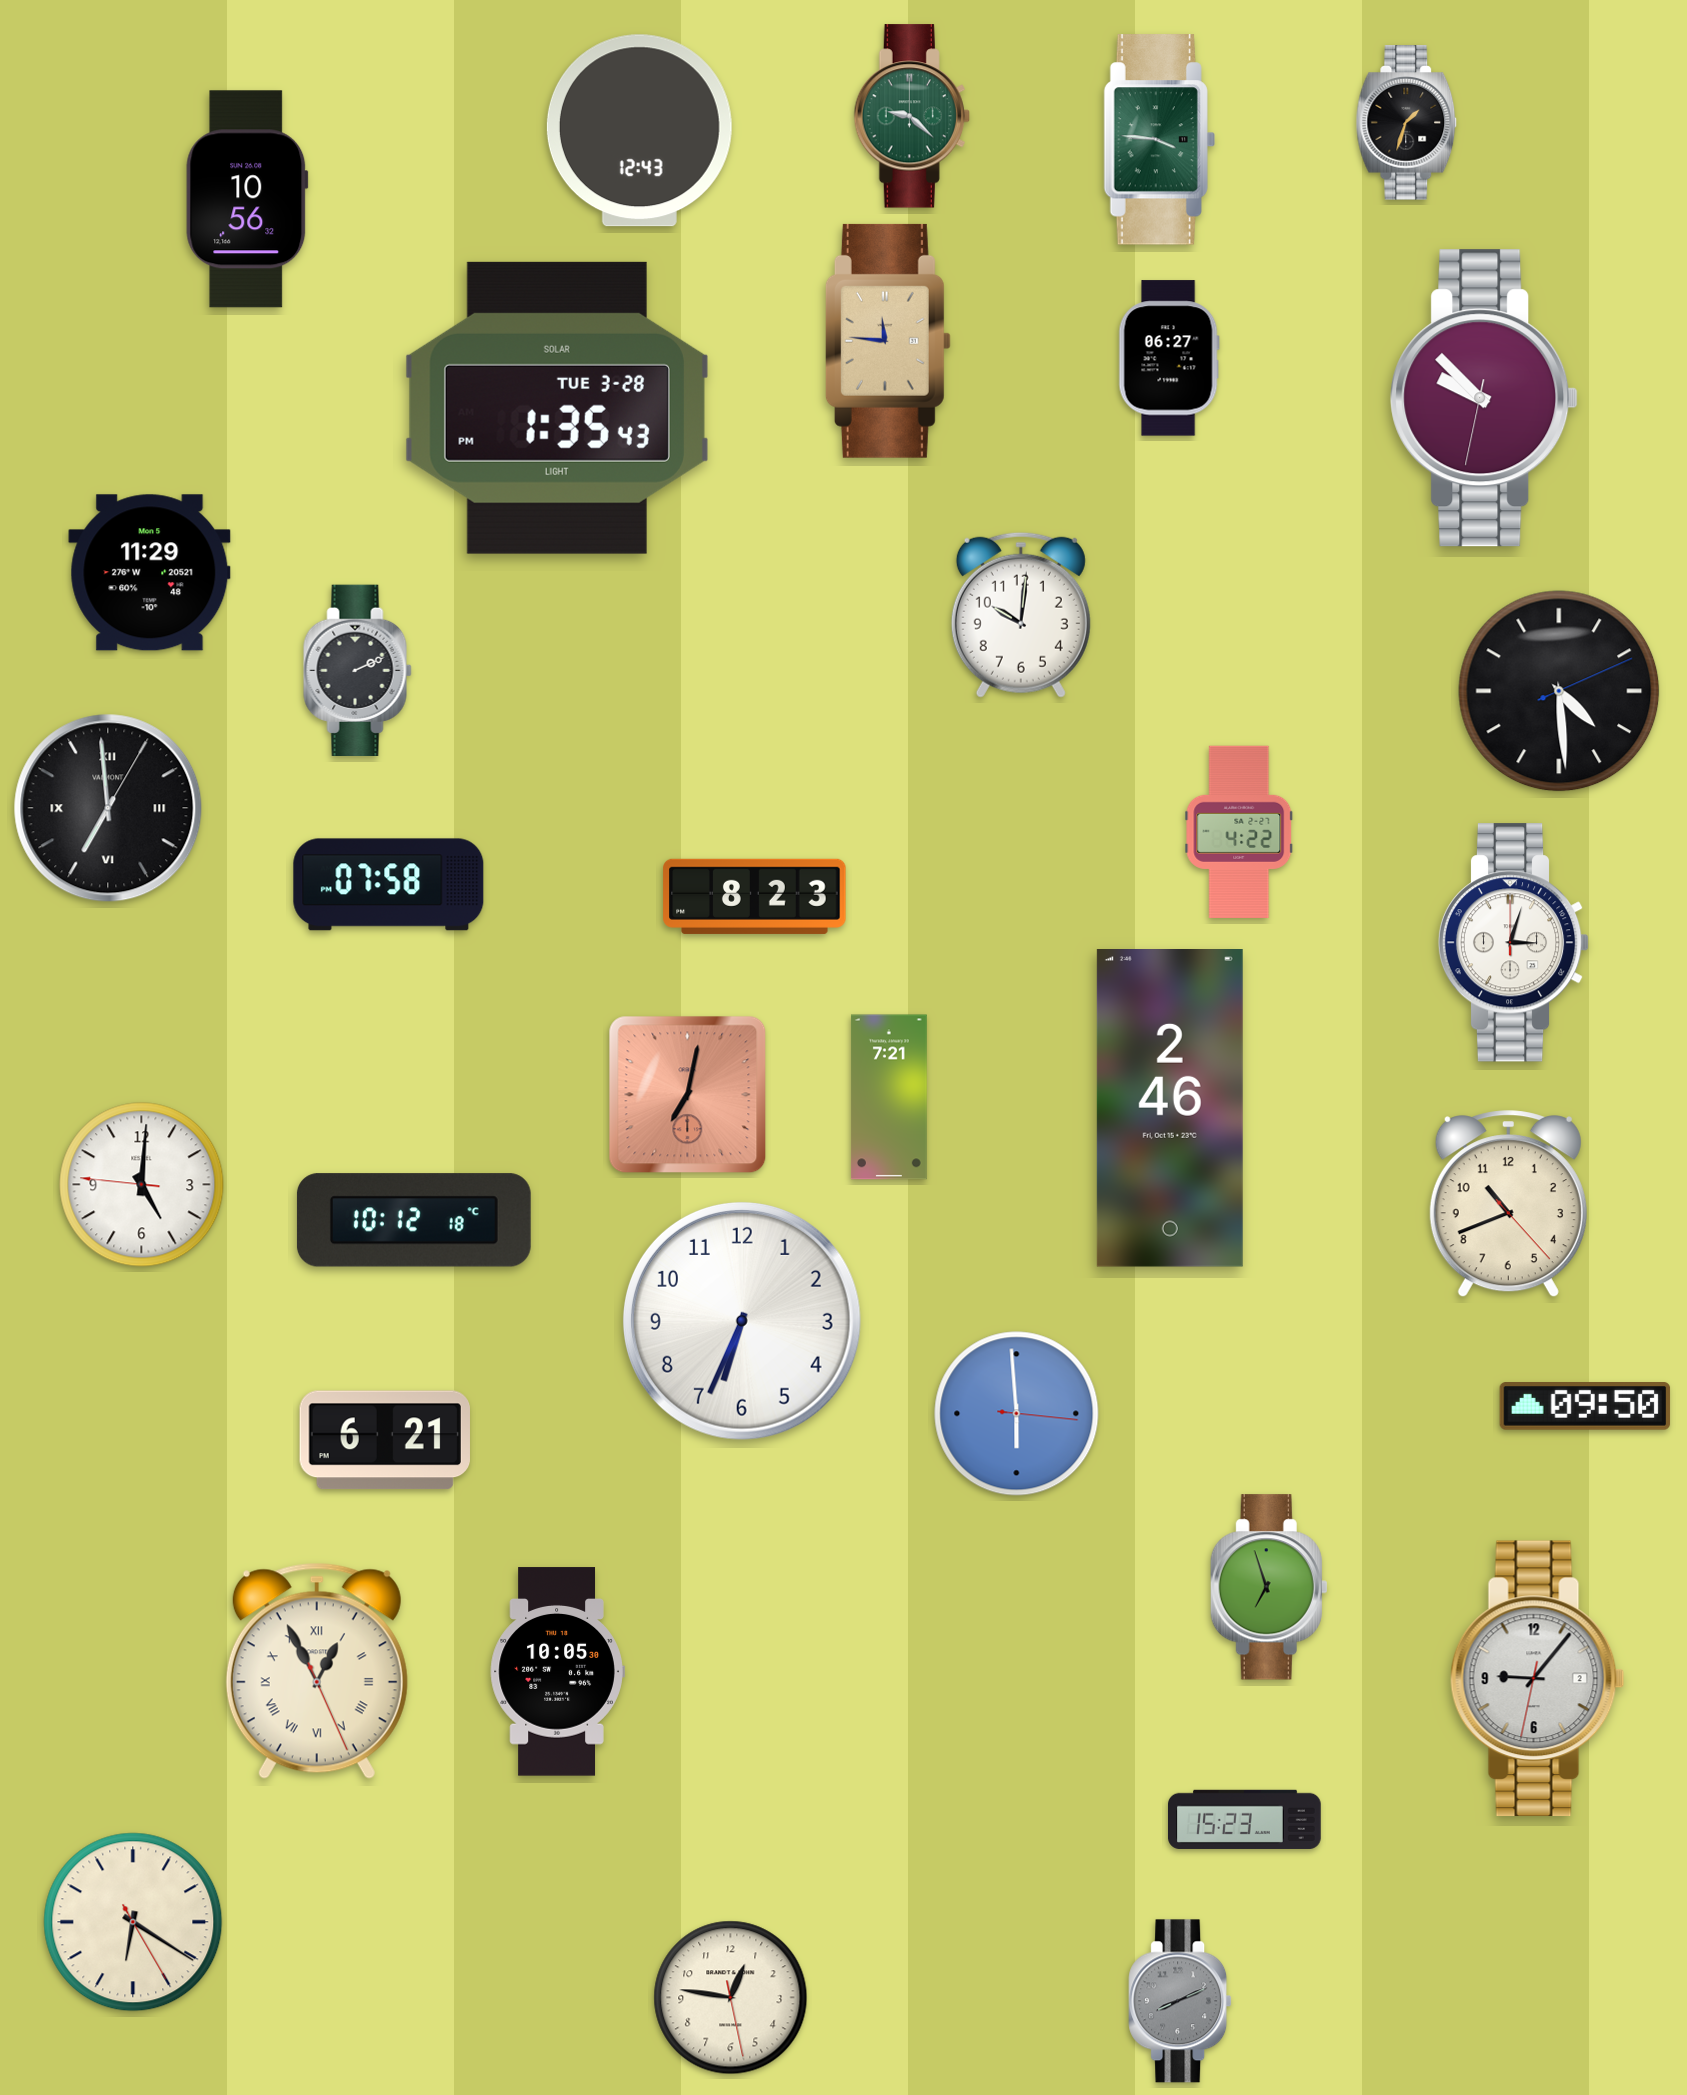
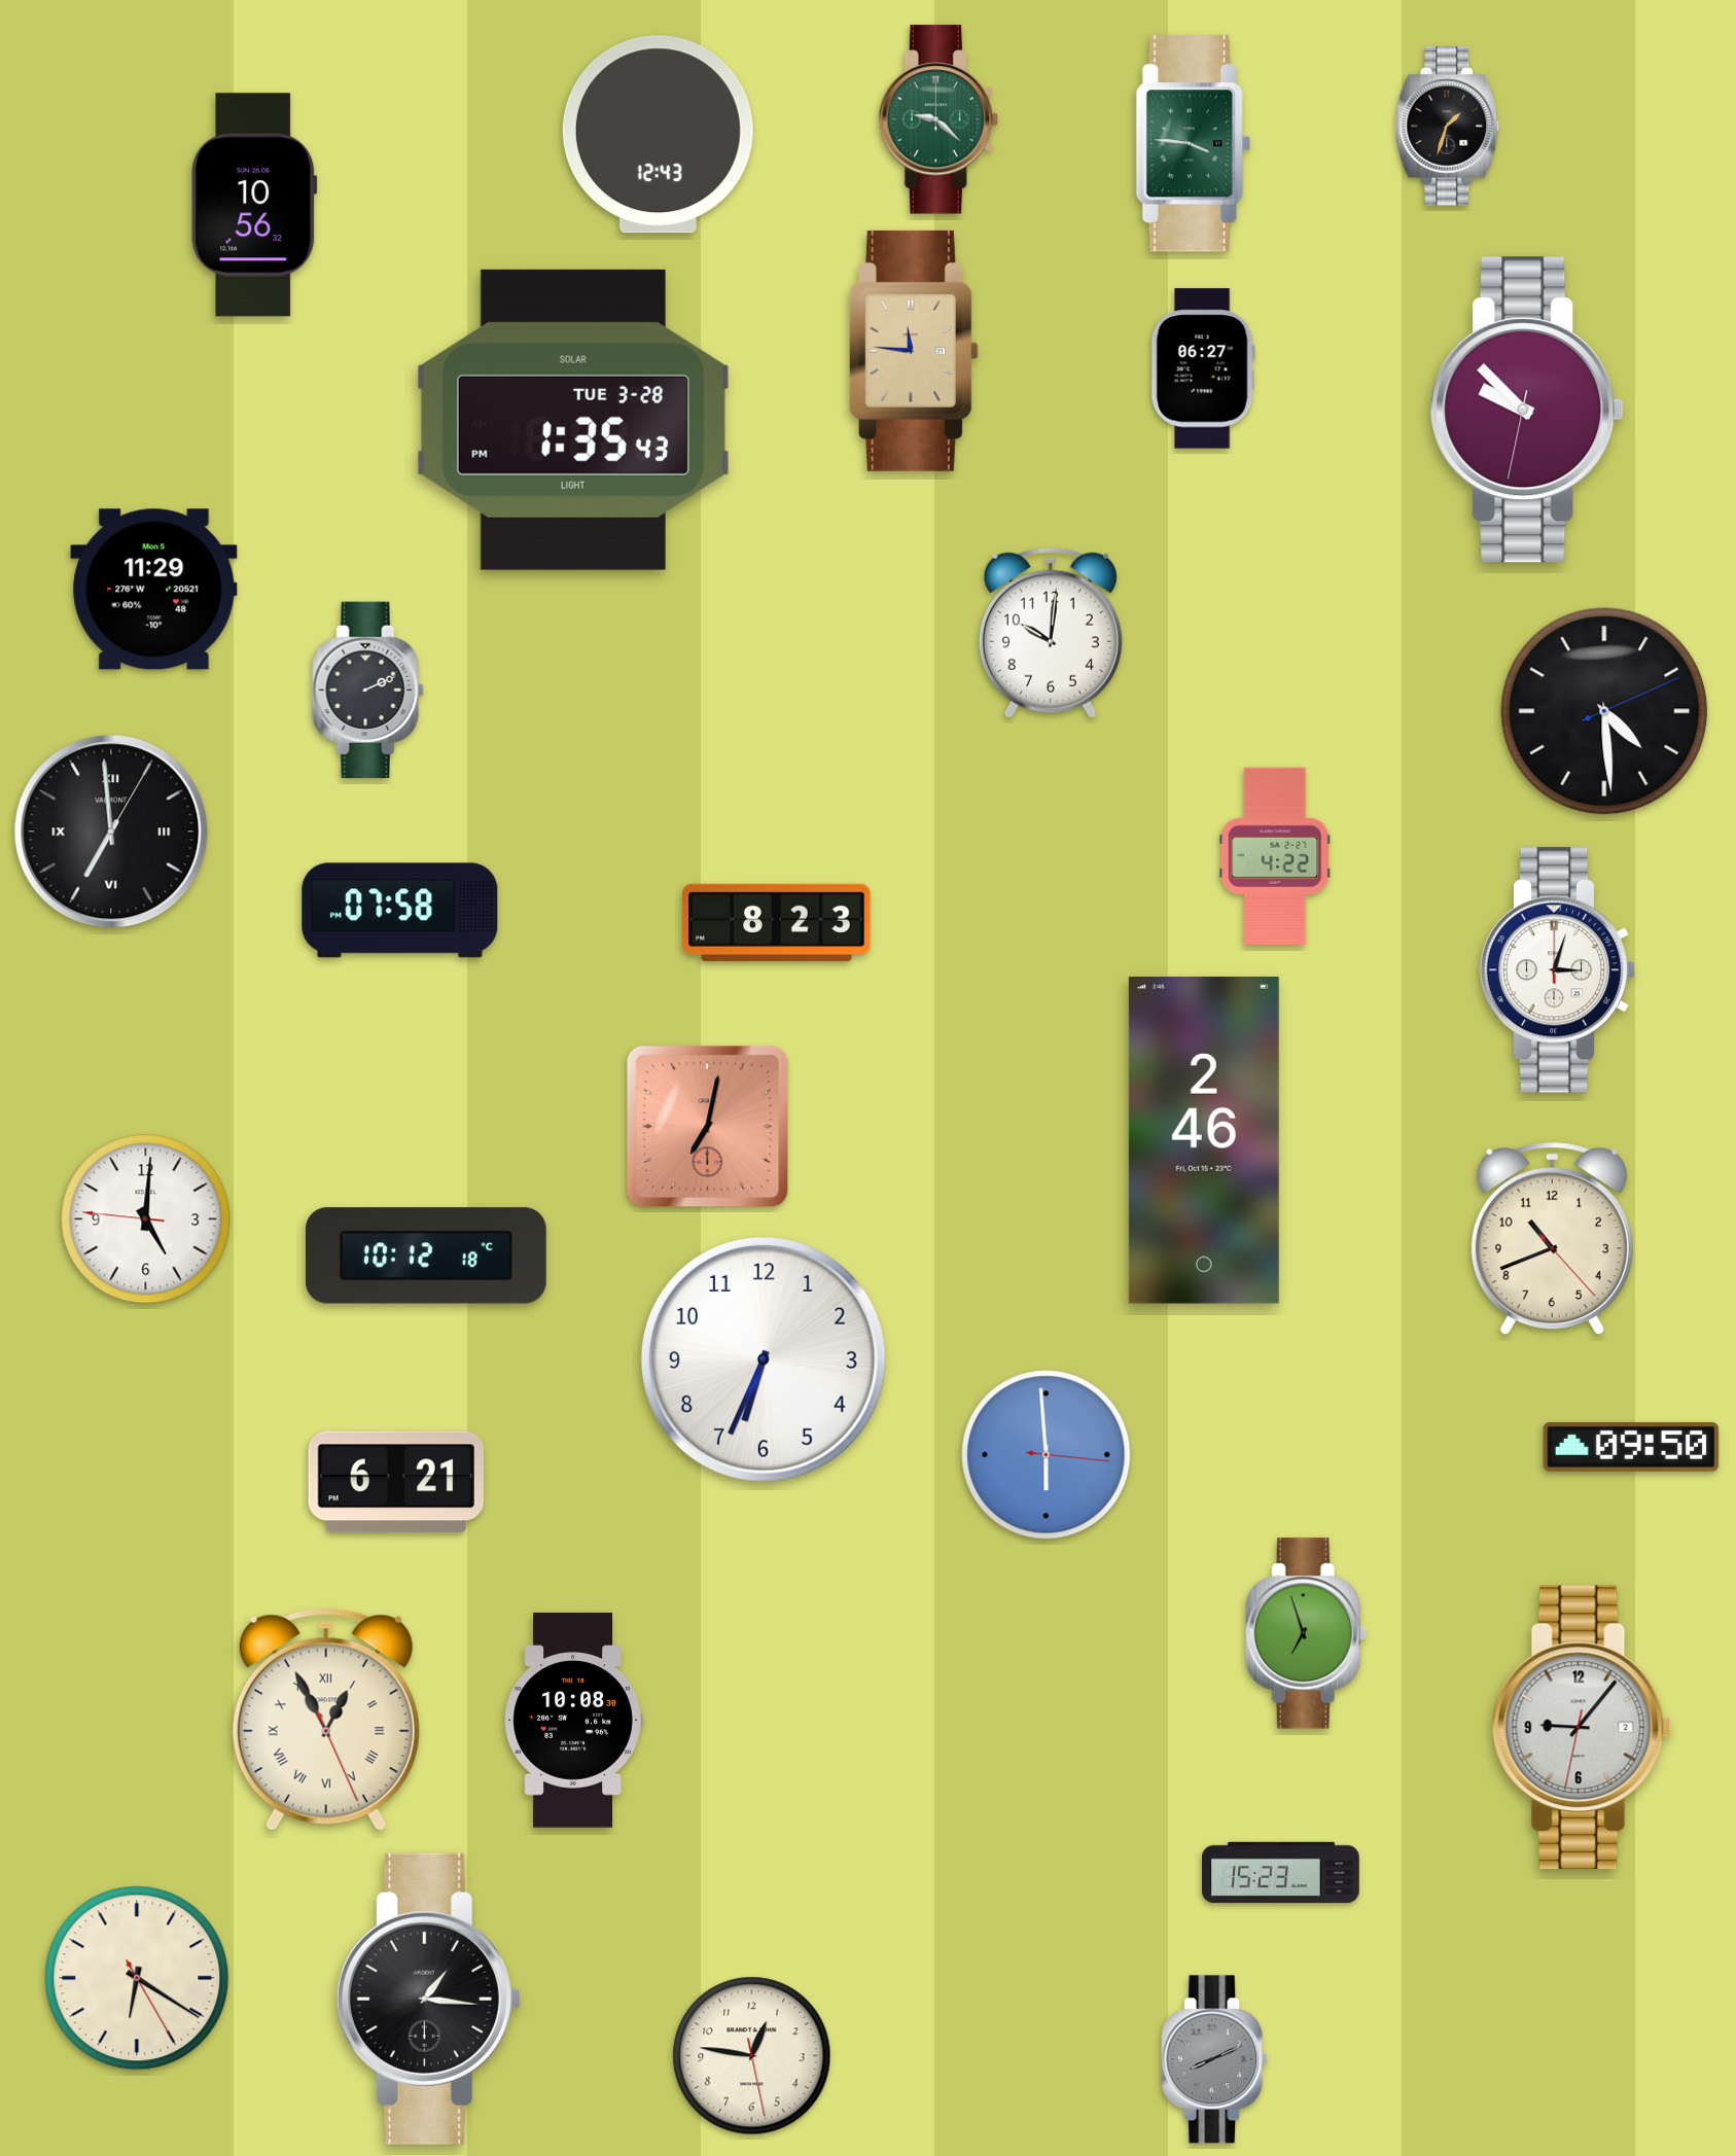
clock at (889, 1097): 7:21 -> none
clock at (557, 1672): 10:05 -> 10:08
clock at (428, 1999): none -> 1:16
